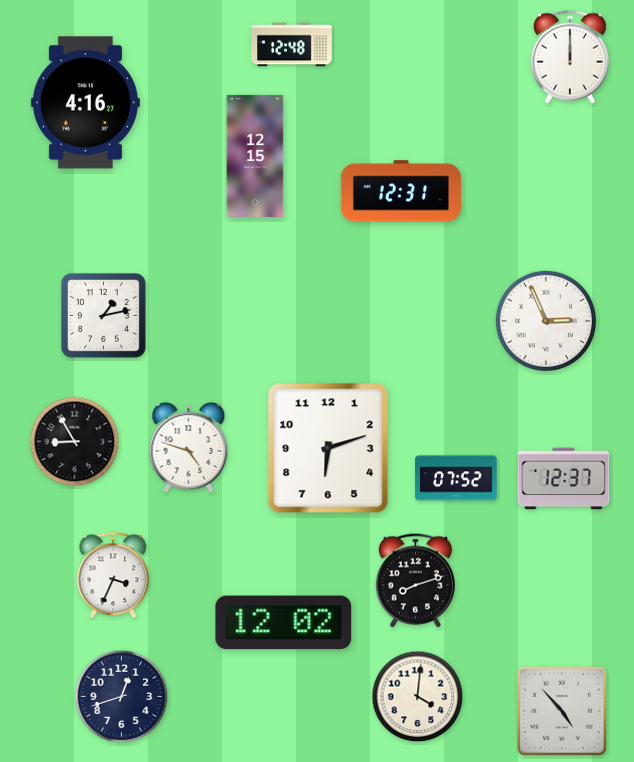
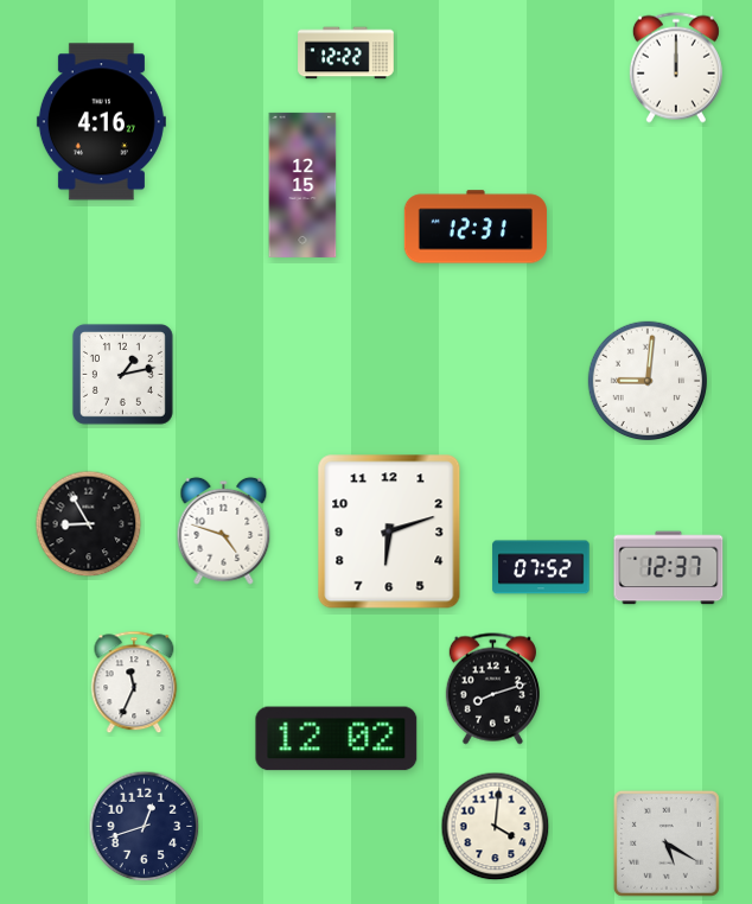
clock at (292, 45): 12:48 -> 12:22
clock at (545, 320): 2:56 -> 9:01
clock at (113, 575): 3:34 -> 11:34
clock at (562, 711): 4:53 -> 5:20
